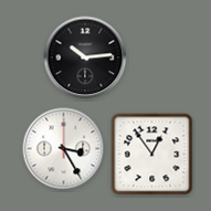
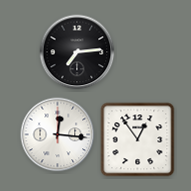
clock at (85, 57): 10:14 -> 7:14
clock at (64, 149): 3:25 -> 12:16
